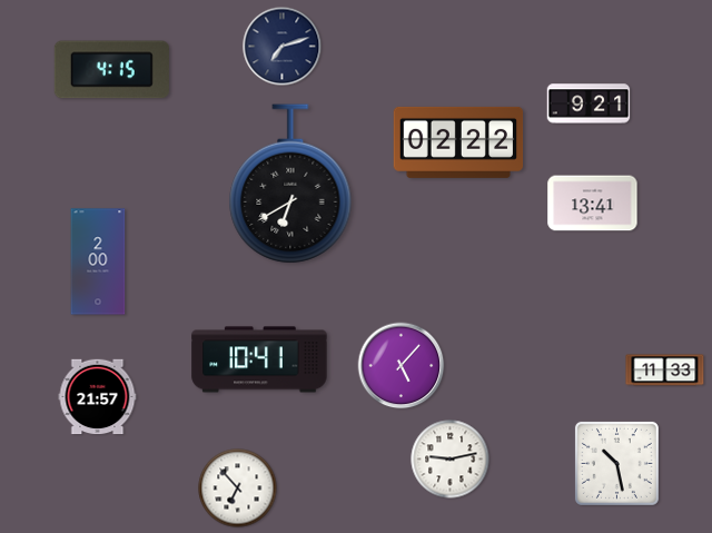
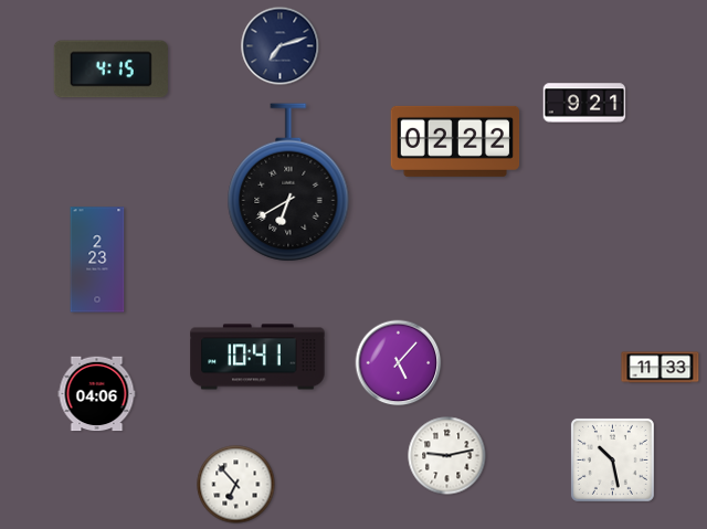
clock at (593, 204): 13:41 -> none
clock at (98, 261): 2:00 -> 2:23
clock at (98, 397): 21:57 -> 04:06
